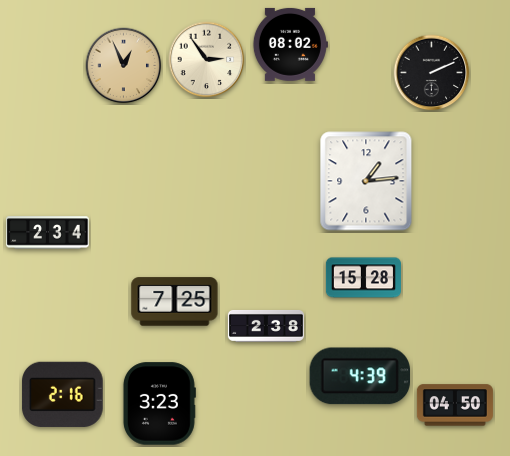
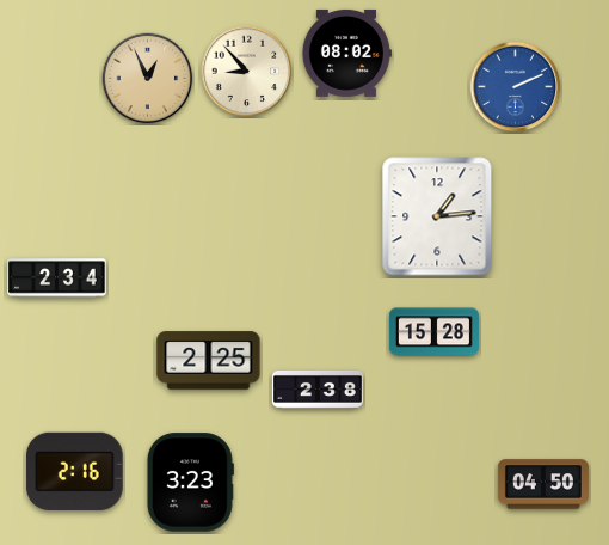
clock at (207, 60): 2:54 -> 8:53
clock at (432, 73) dial: black -> blue
clock at (175, 302): 7:25 -> 2:25
clock at (359, 376): 4:39 -> none
